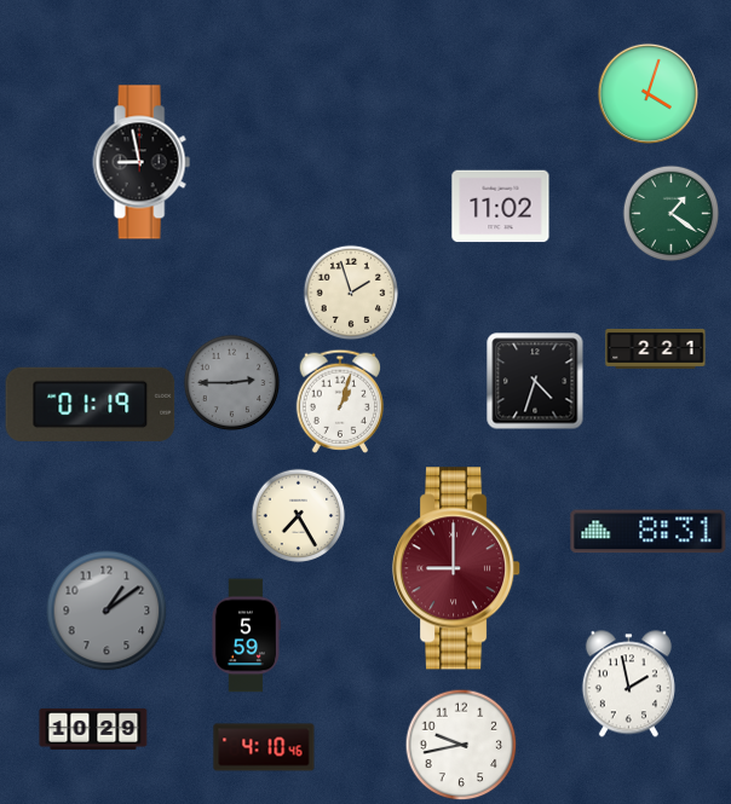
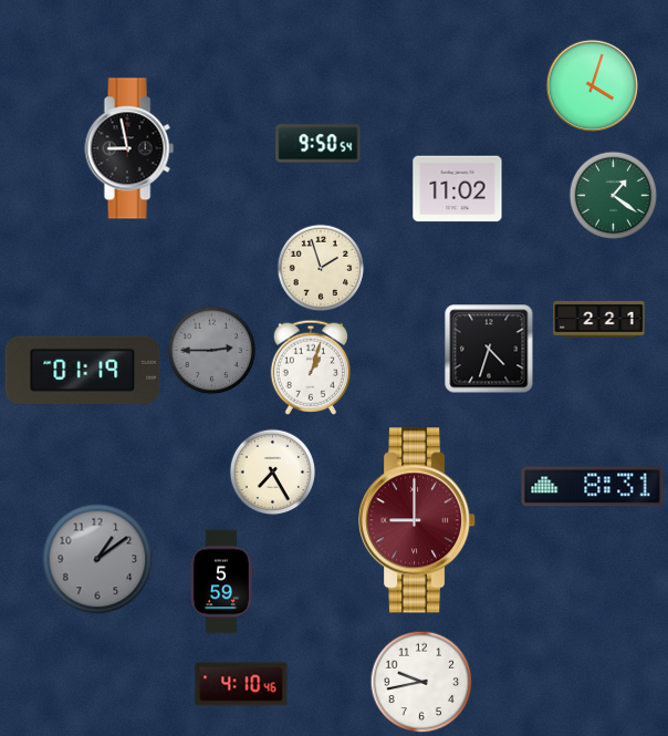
clock at (319, 144): none -> 9:50
clock at (246, 636) position: (246, 636) -> (221, 582)
clock at (628, 684): 1:58 -> none
clock at (93, 729): 10:29 -> none
